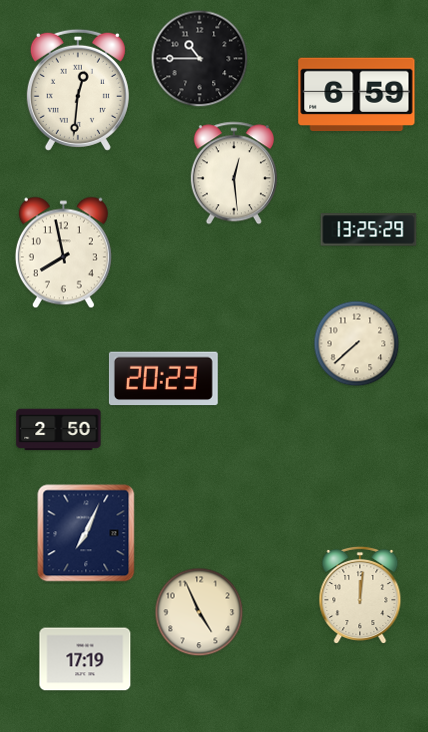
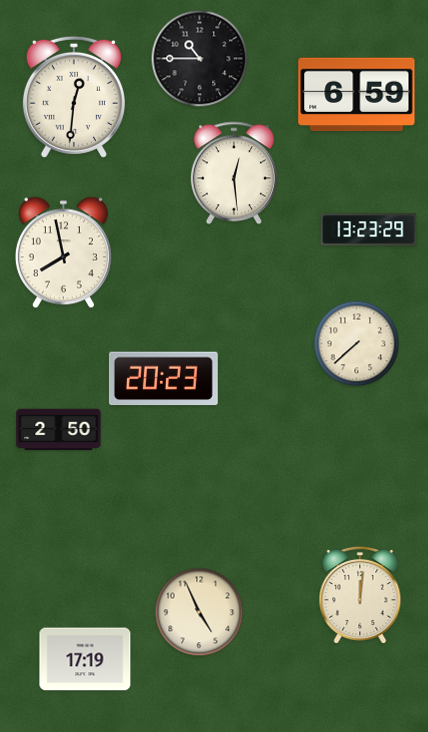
clock at (78, 90) position: (78, 90) -> (74, 97)
clock at (369, 230): 13:25 -> 13:23
clock at (86, 533): 7:04 -> none
